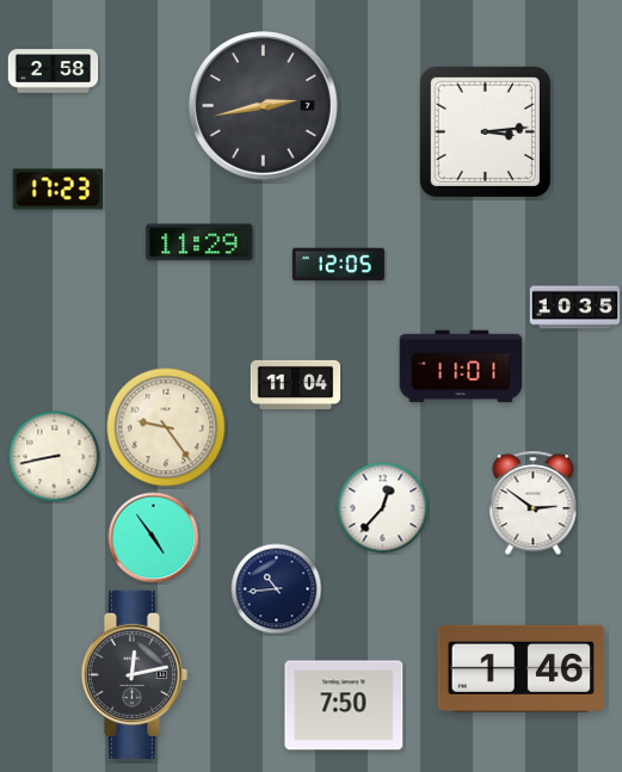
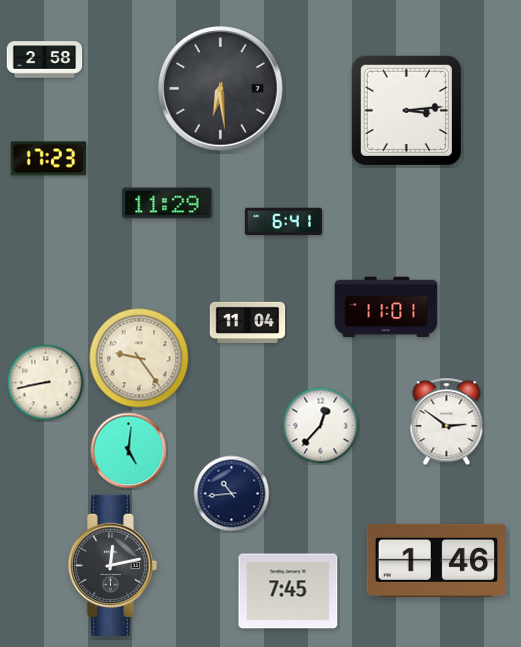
clock at (264, 106): 2:43 -> 6:29
clock at (338, 265): 12:05 -> 6:41
clock at (575, 308): 10:35 -> none
clock at (154, 538): 4:54 -> 5:01
clock at (344, 705): 7:50 -> 7:45
